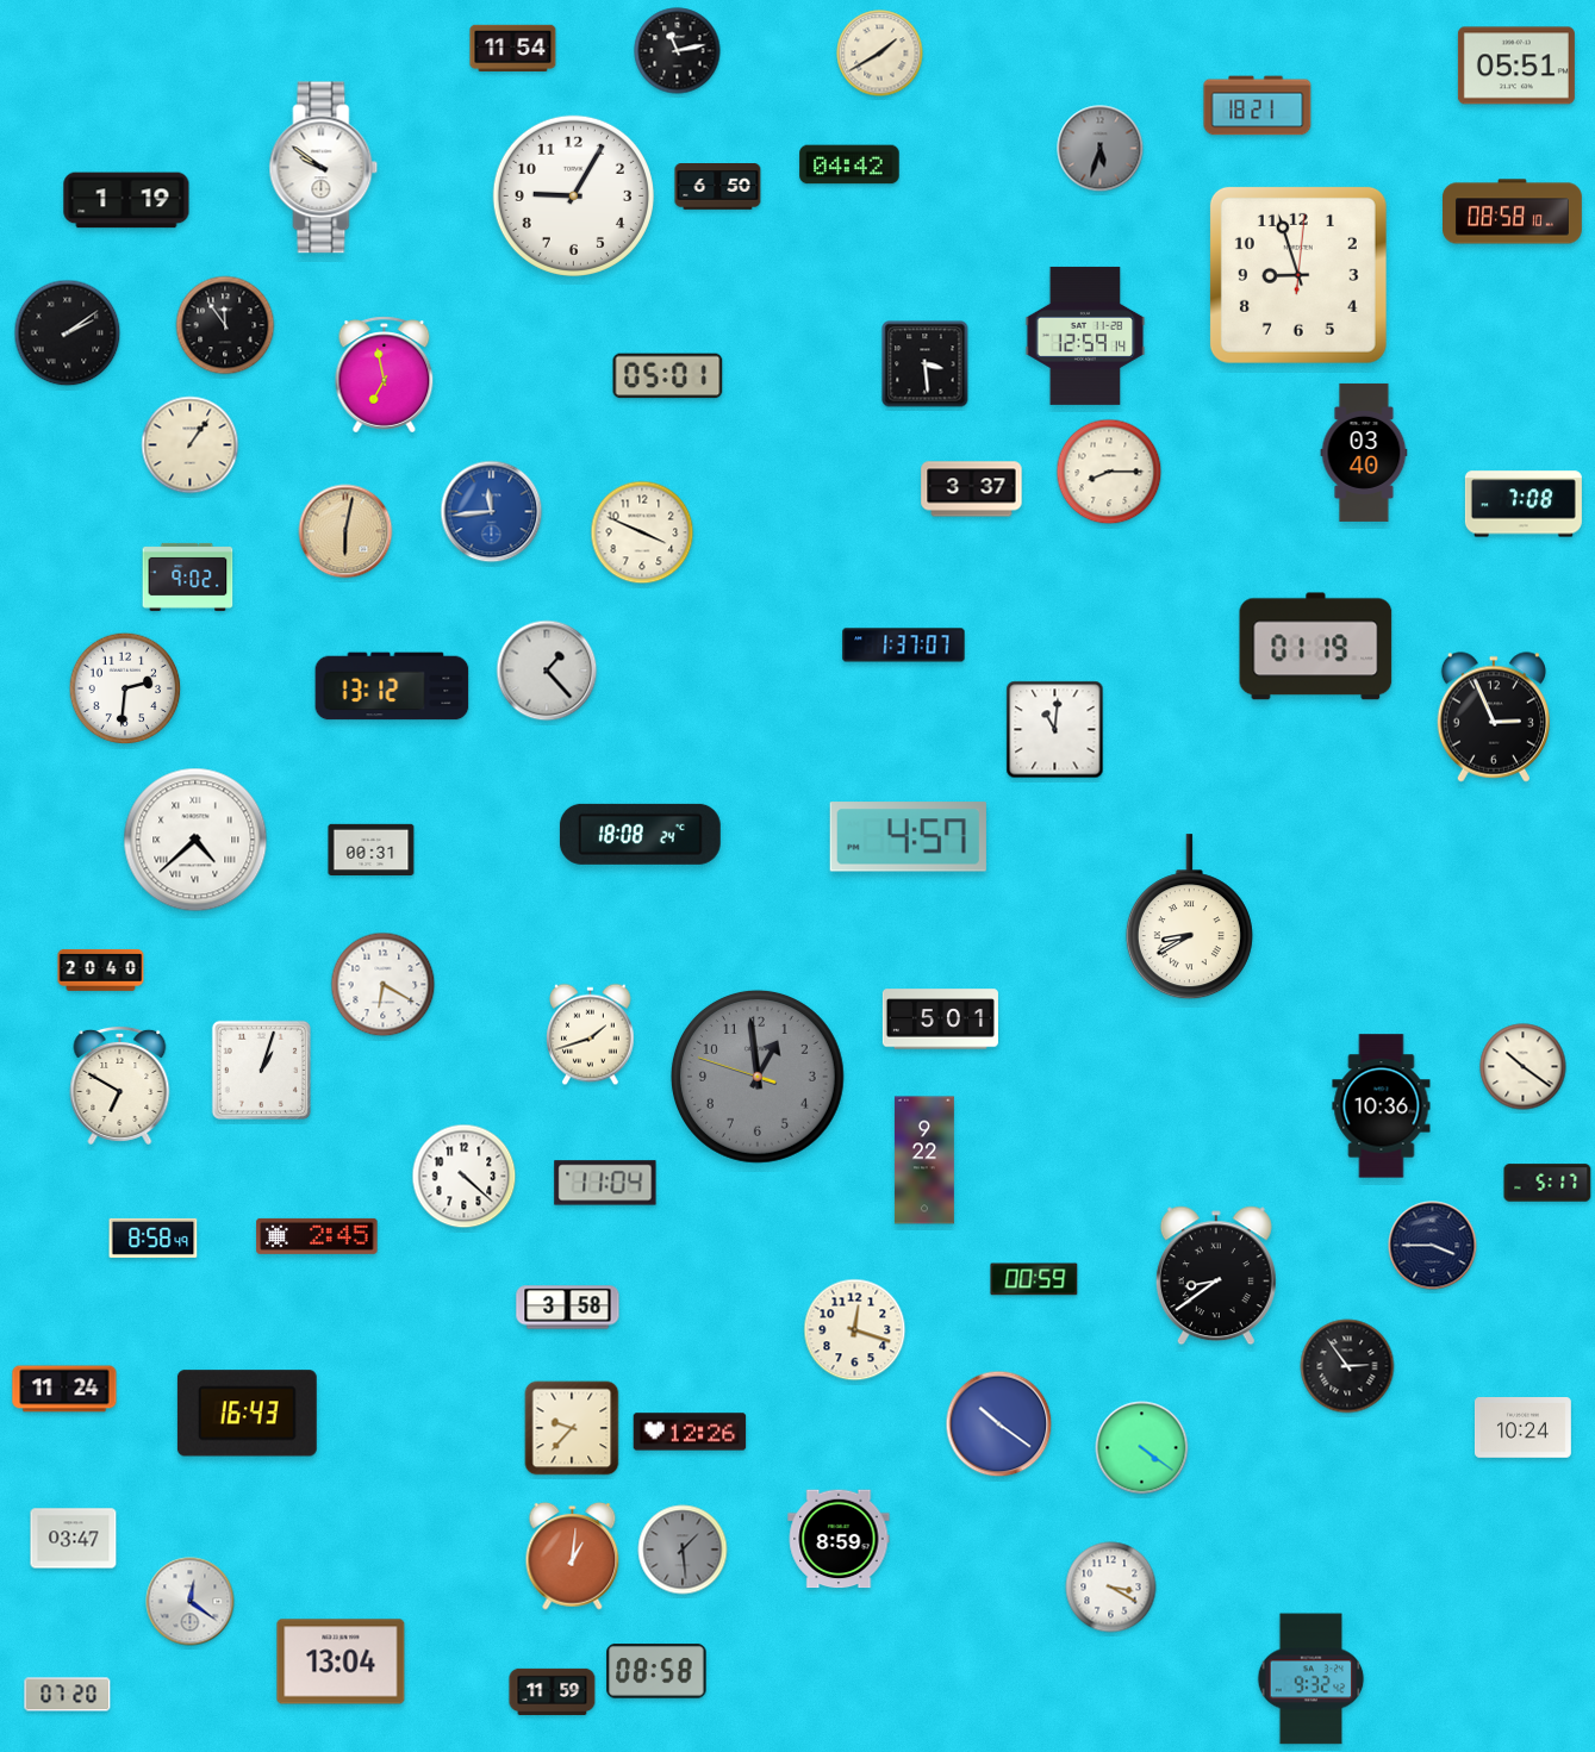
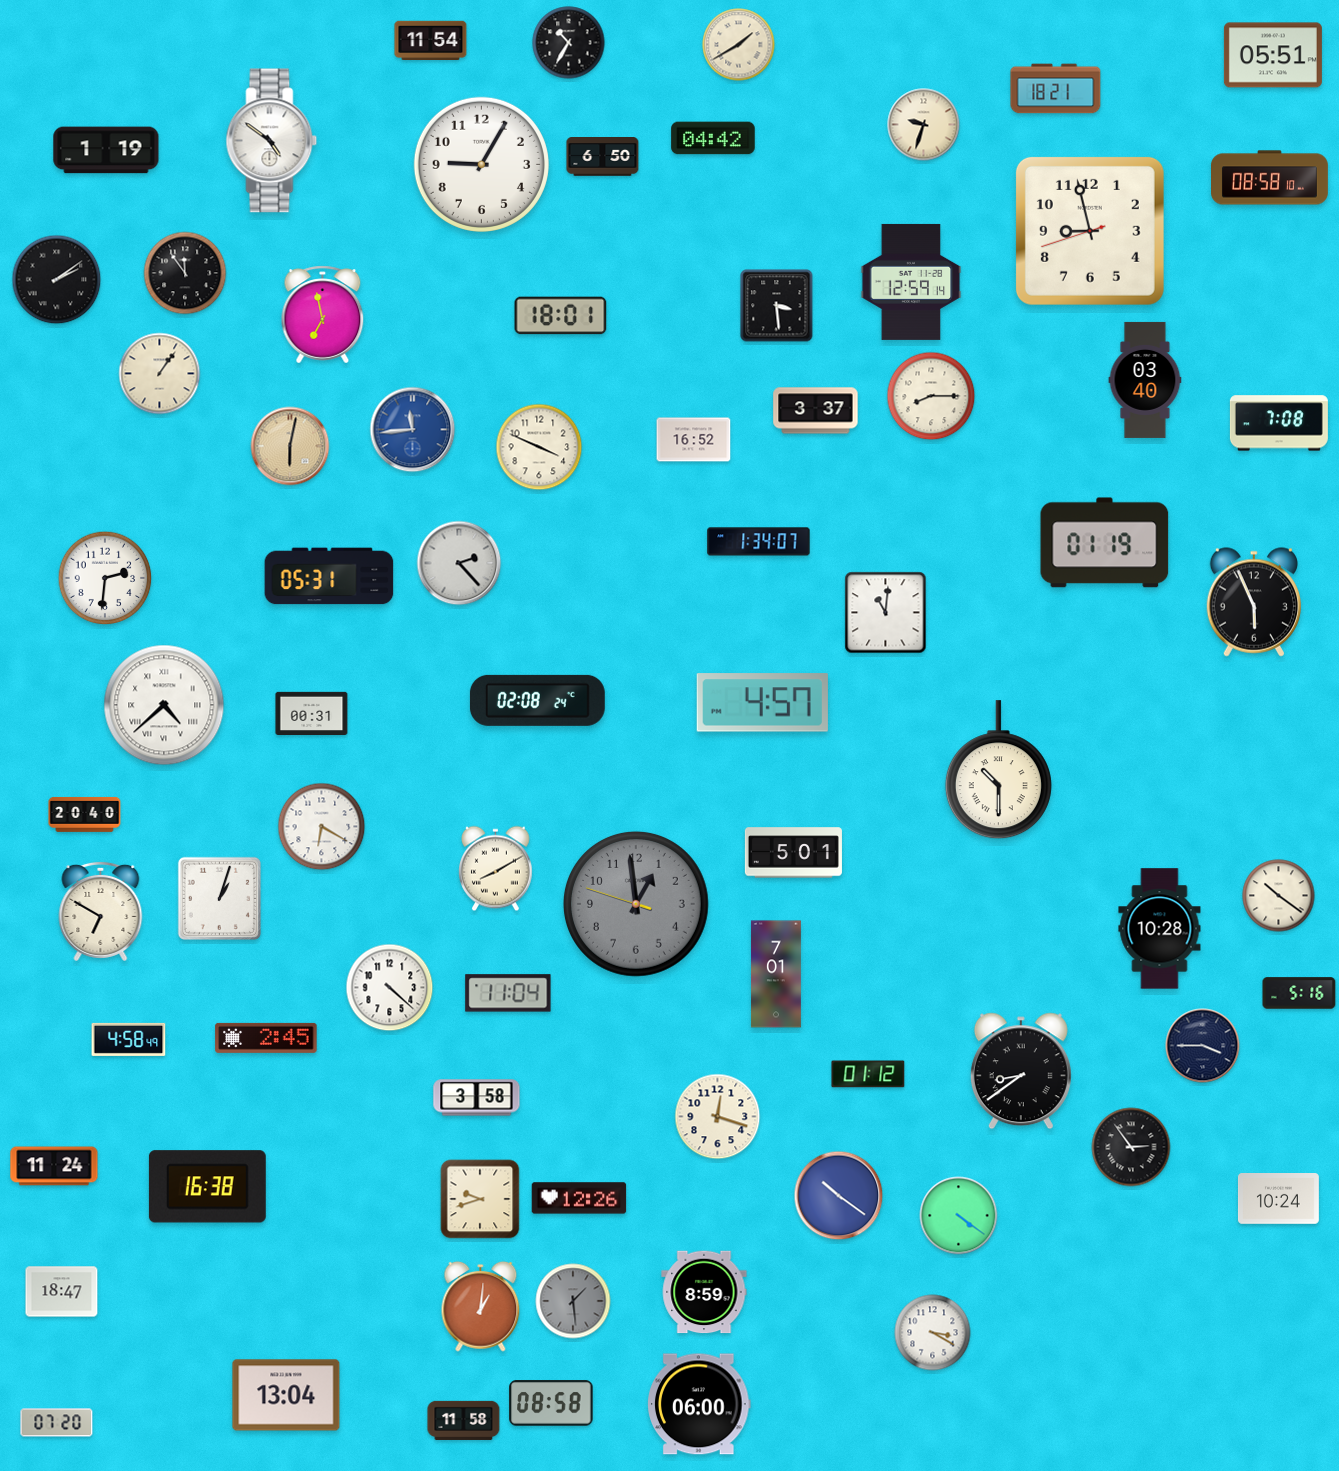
clock at (678, 51): 11:13 -> 10:35
clock at (1101, 149): 5:33 -> 9:33
clock at (1101, 149) dial: grey -> cream
clock at (324, 168): 9:51 -> 4:51
clock at (126, 200) position: (126, 200) -> (106, 150)
clock at (1298, 275): 8:57:01 -> 8:57:42
clock at (225, 325) position: (225, 325) -> (185, 273)
clock at (668, 376): 05:01 -> 18:01
clock at (694, 440): none -> 16:52
clock at (188, 576): 9:02 -> none
clock at (904, 646): 1:37 -> 1:34
clock at (547, 671): 1:23 -> 2:23
clock at (392, 686): 13:12 -> 05:31
clock at (1493, 717): 2:56 -> 5:56
clock at (640, 834): 18:08 -> 02:08
clock at (1189, 917): 8:40 -> 10:30
clock at (940, 1020) position: (940, 1020) -> (793, 853)
clock at (591, 1035): 1:42 -> 8:10
clock at (1382, 1106): 10:36 -> 10:28
clock at (924, 1160): 9:22 -> 7:01
clock at (1547, 1183): 5:17 -> 5:16
clock at (154, 1237): 8:58 -> 4:58
clock at (1034, 1279): 00:59 -> 01:12
clock at (247, 1414): 16:43 -> 16:38
clock at (572, 1428): 9:37 -> 9:42
clock at (690, 1432) position: (690, 1432) -> (579, 1198)
clock at (74, 1539): 03:47 -> 18:47
clock at (191, 1602): 12:21 -> none
clock at (700, 1404): none -> 06:00
clock at (1311, 1679): 9:32 -> none
clock at (553, 1691): 11:59 -> 11:58
